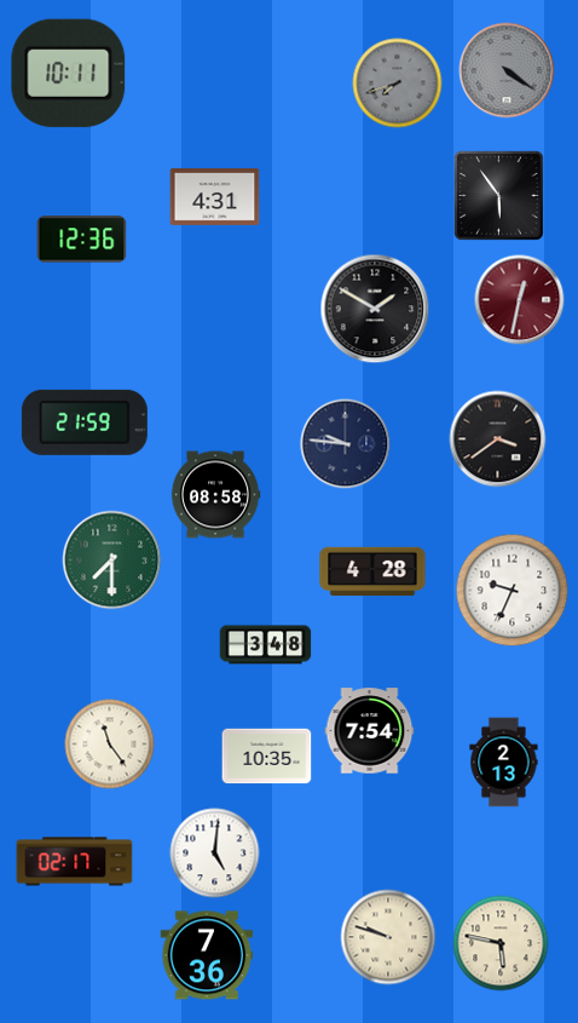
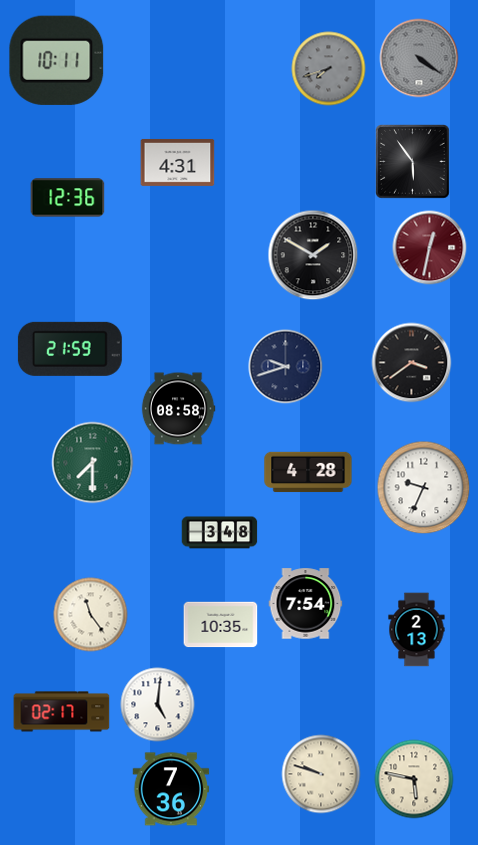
clock at (375, 309) position: (375, 309) -> (313, 255)
clock at (346, 444): 9:46 -> 9:42
clock at (215, 854) position: (215, 854) -> (158, 705)
